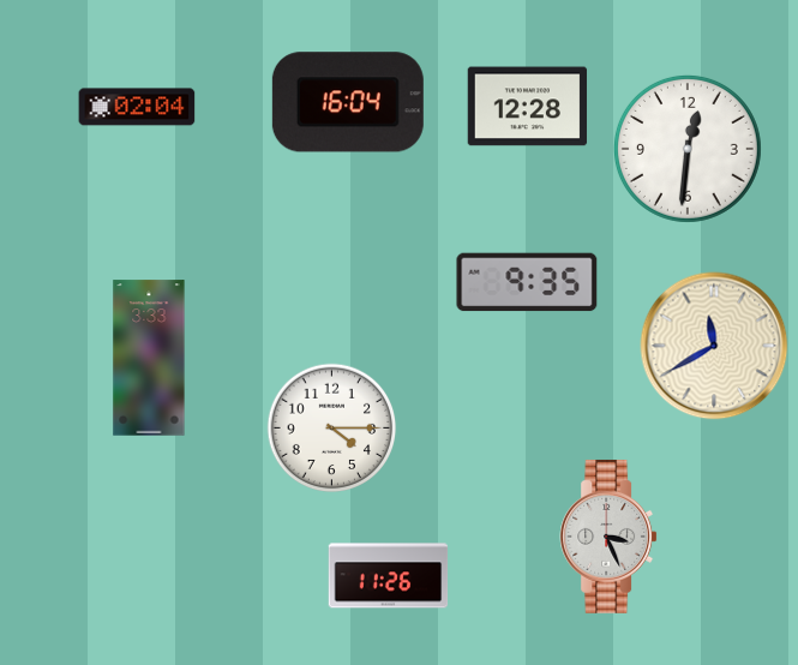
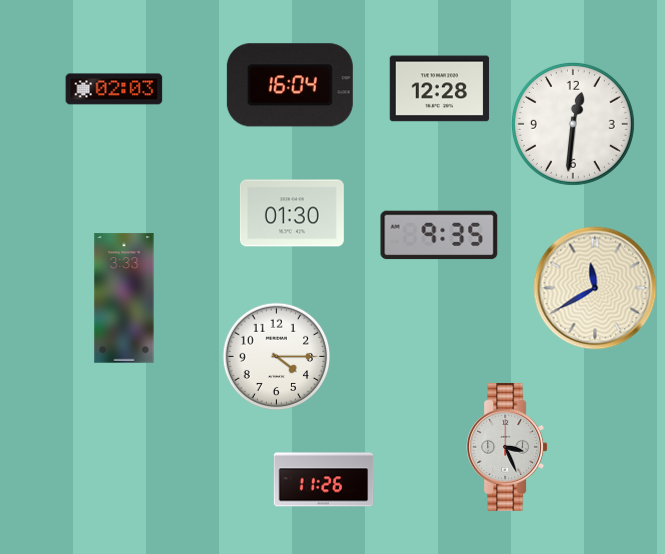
clock at (137, 107): 02:04 -> 02:03
clock at (292, 213): none -> 01:30
